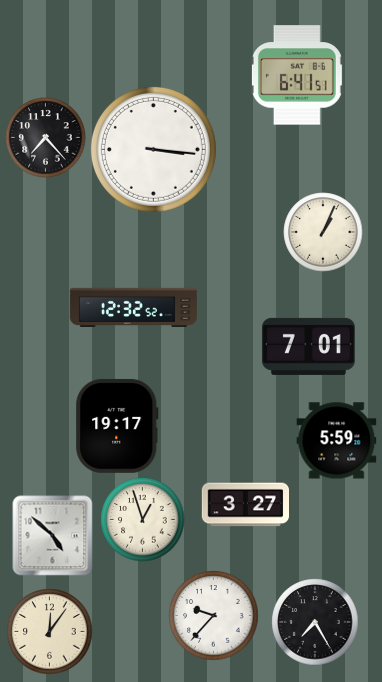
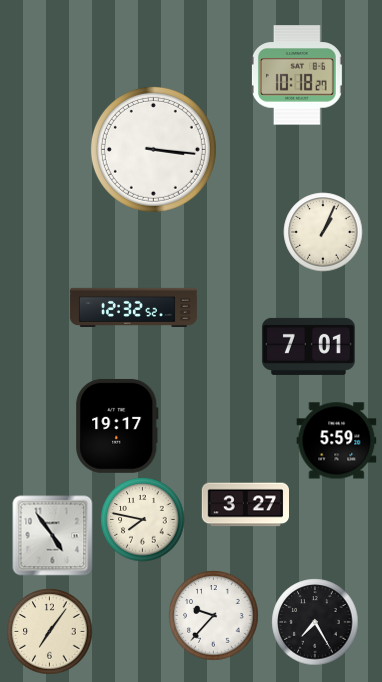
clock at (297, 75): 6:41 -> 10:18
clock at (46, 138): 7:23 -> none
clock at (143, 520): 12:57 -> 7:47
clock at (53, 536): 4:52 -> 4:54
clock at (50, 632): 12:06 -> 7:06
